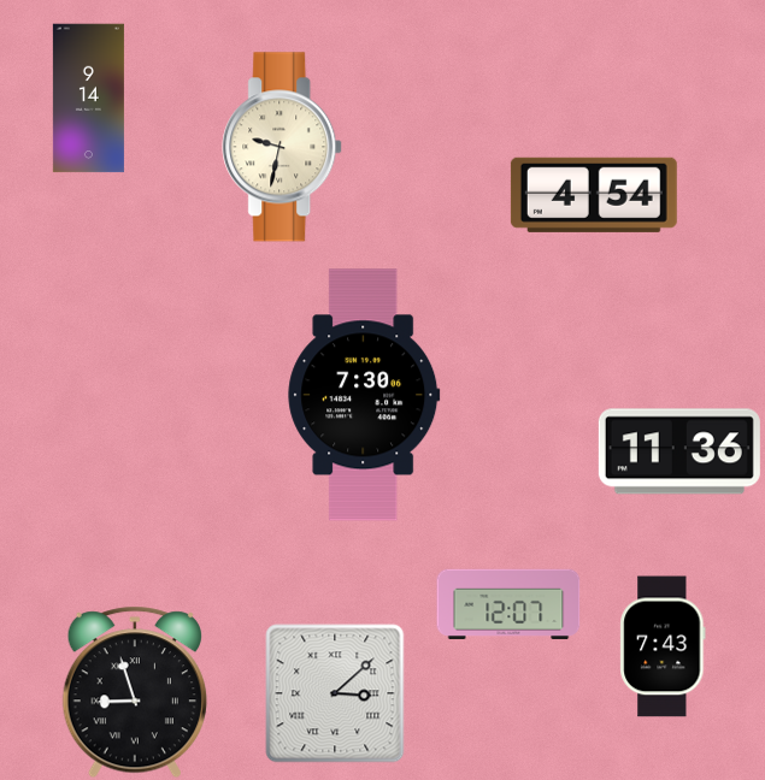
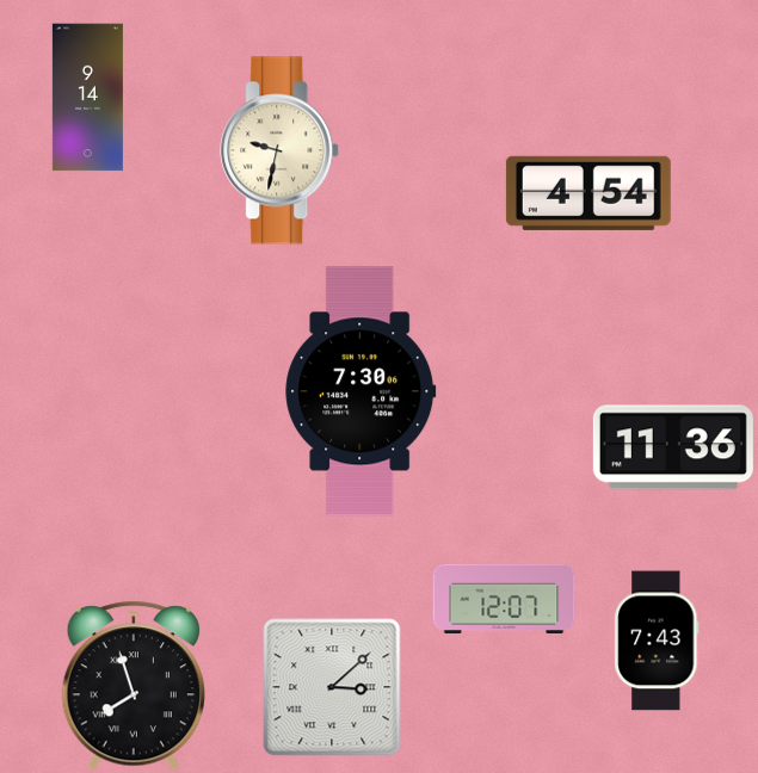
clock at (283, 147) position: (283, 147) -> (281, 150)
clock at (134, 692): 8:57 -> 7:57
